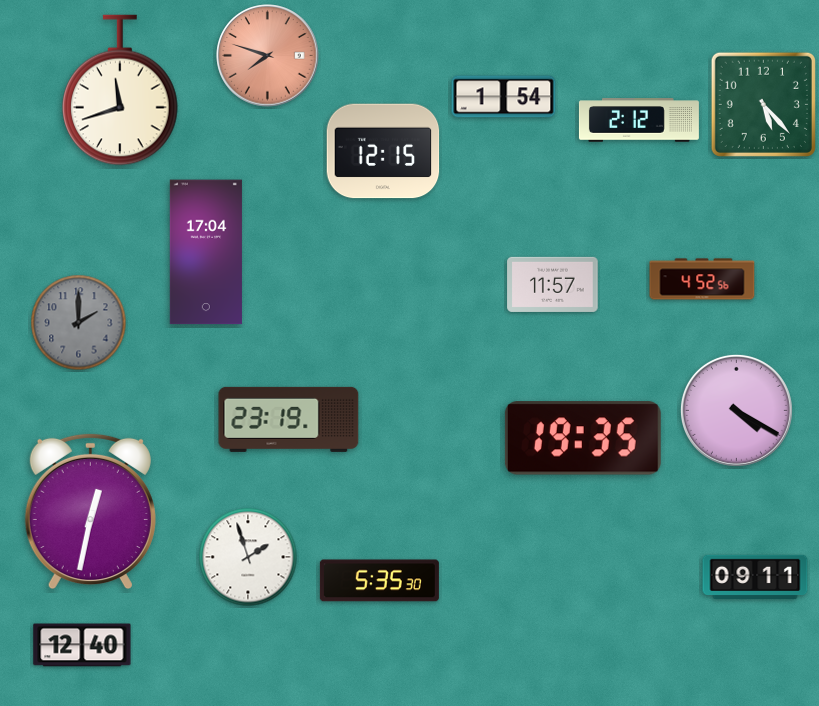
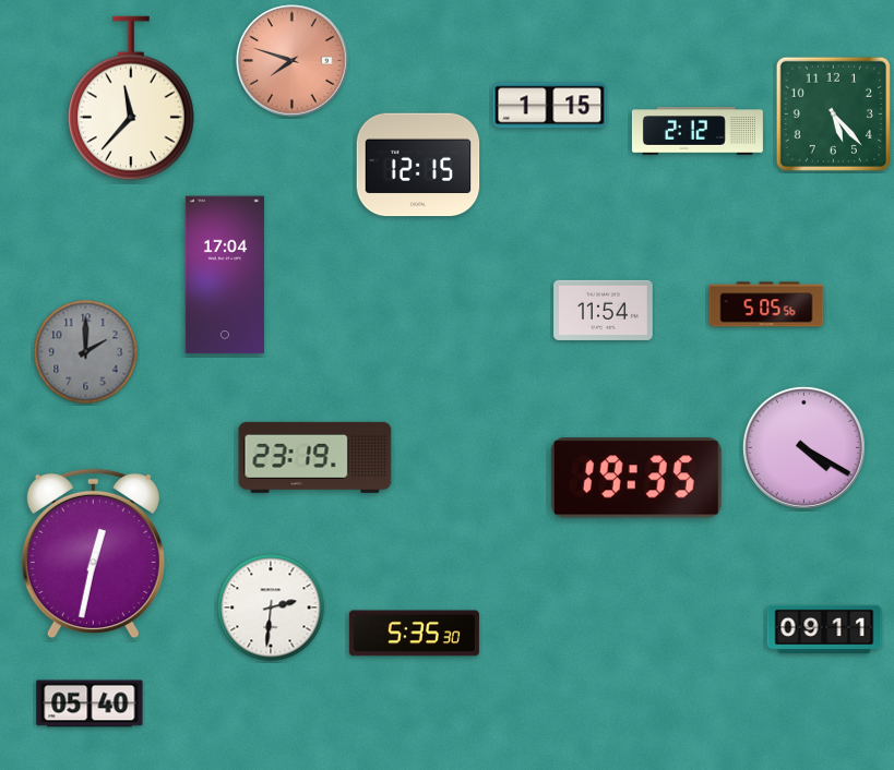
clock at (120, 90): 11:42 -> 11:37
clock at (504, 97): 1:54 -> 1:15
clock at (702, 279): 4:52 -> 5:05
clock at (553, 284): 11:57 -> 11:54
clock at (90, 512) position: (90, 512) -> (93, 554)
clock at (248, 557): 1:57 -> 2:31
clock at (82, 645): 12:40 -> 05:40
